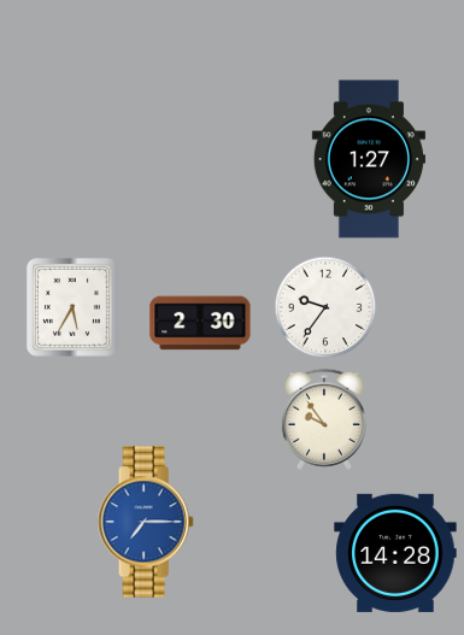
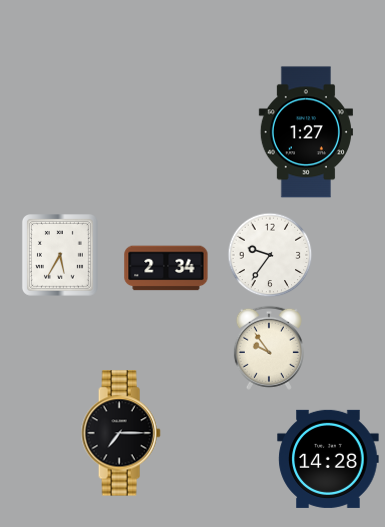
clock at (200, 323): 2:30 -> 2:34
clock at (146, 522) dial: blue -> black
